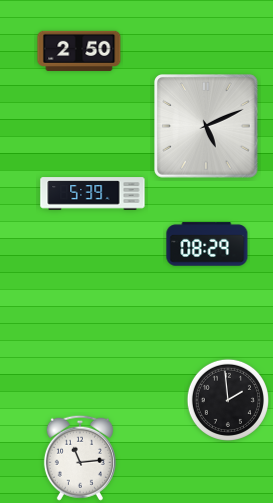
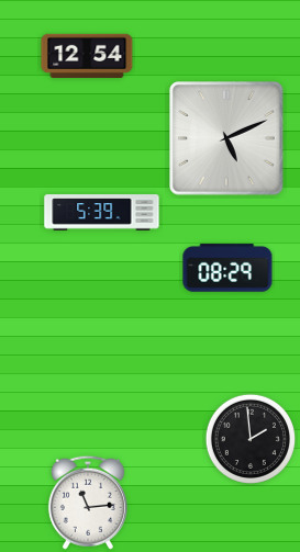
clock at (79, 51): 2:50 -> 12:54
